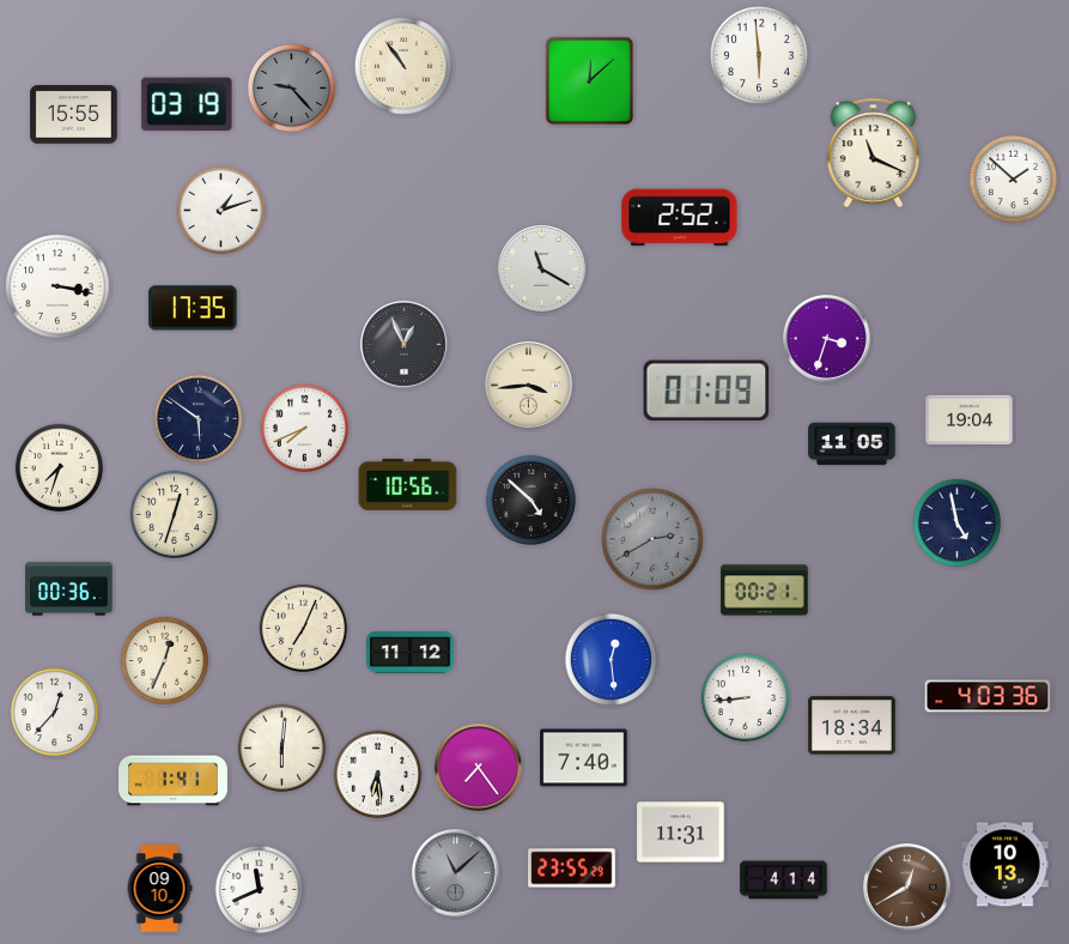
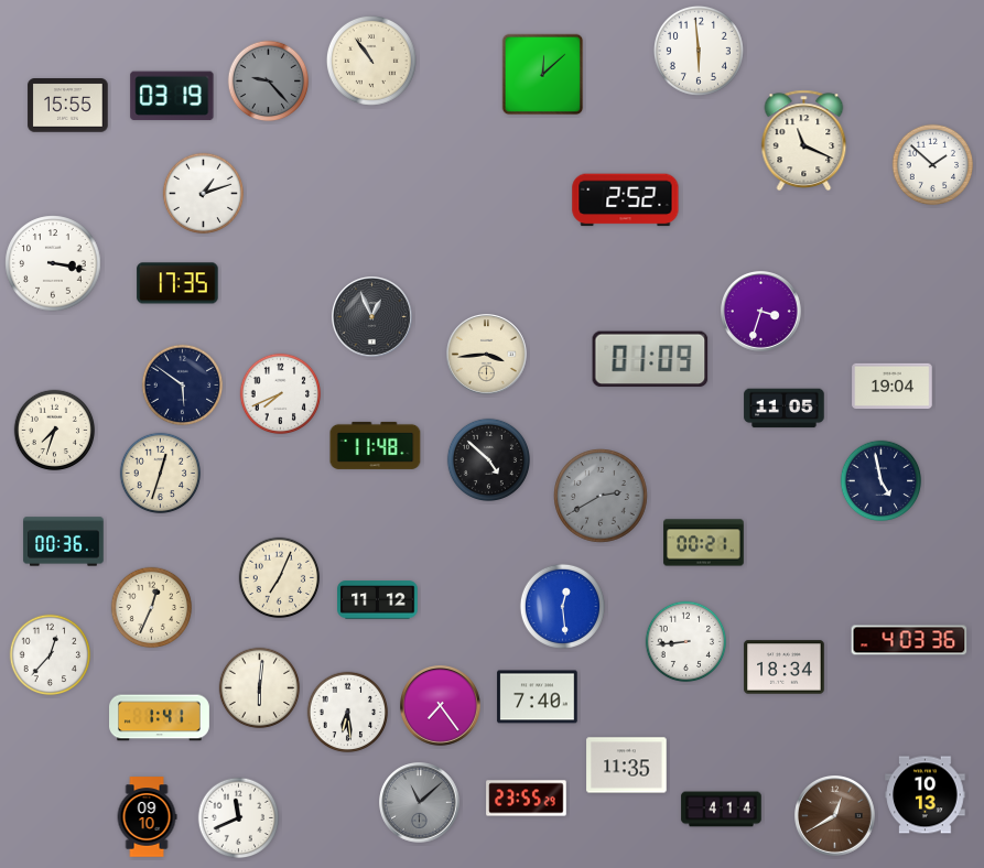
clock at (542, 270): 11:20 -> none
clock at (408, 484): 10:56 -> 11:48
clock at (681, 833): 11:31 -> 11:35
